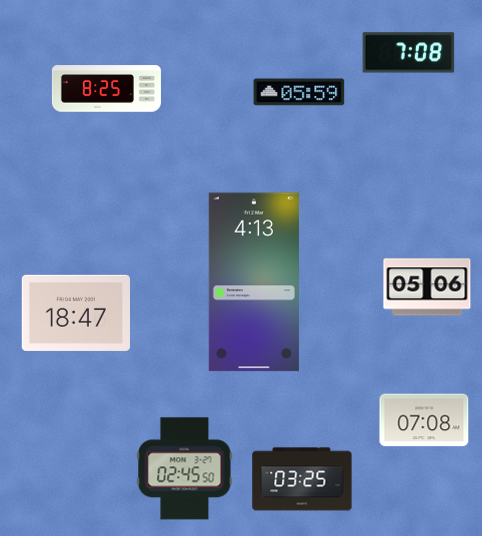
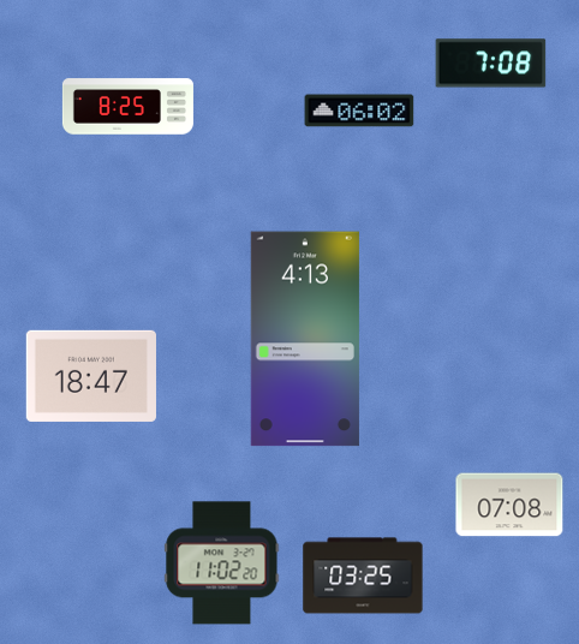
clock at (299, 92): 05:59 -> 06:02
clock at (427, 287): 05:06 -> none
clock at (185, 469): 02:45 -> 11:02
